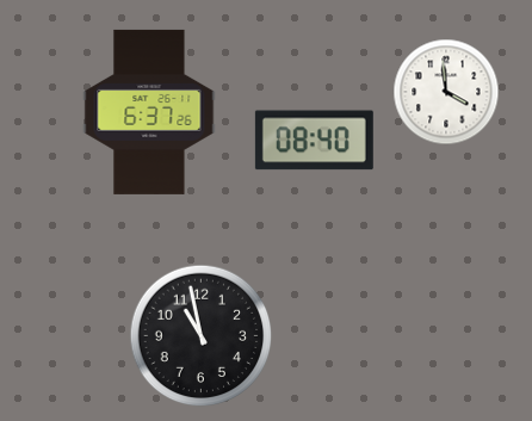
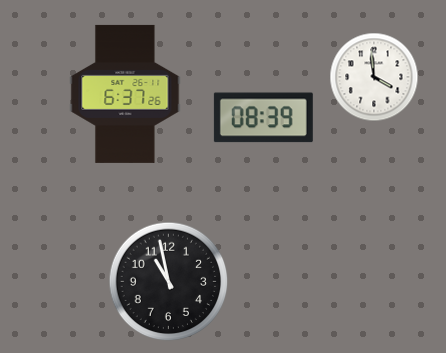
clock at (314, 141): 08:40 -> 08:39
